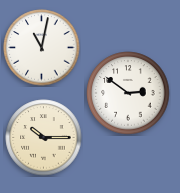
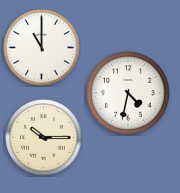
clock at (42, 48): 11:02 -> 11:00
clock at (128, 93): 2:51 -> 4:32
